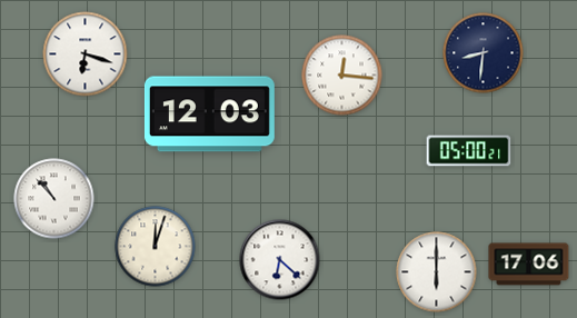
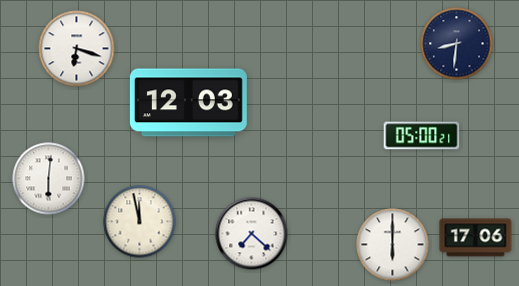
clock at (484, 53) position: (484, 53) -> (457, 44)
clock at (342, 76): 12:16 -> none
clock at (54, 199): 10:53 -> 6:01
clock at (156, 247): 12:03 -> 11:58
clock at (280, 260): 6:22 -> 7:22
